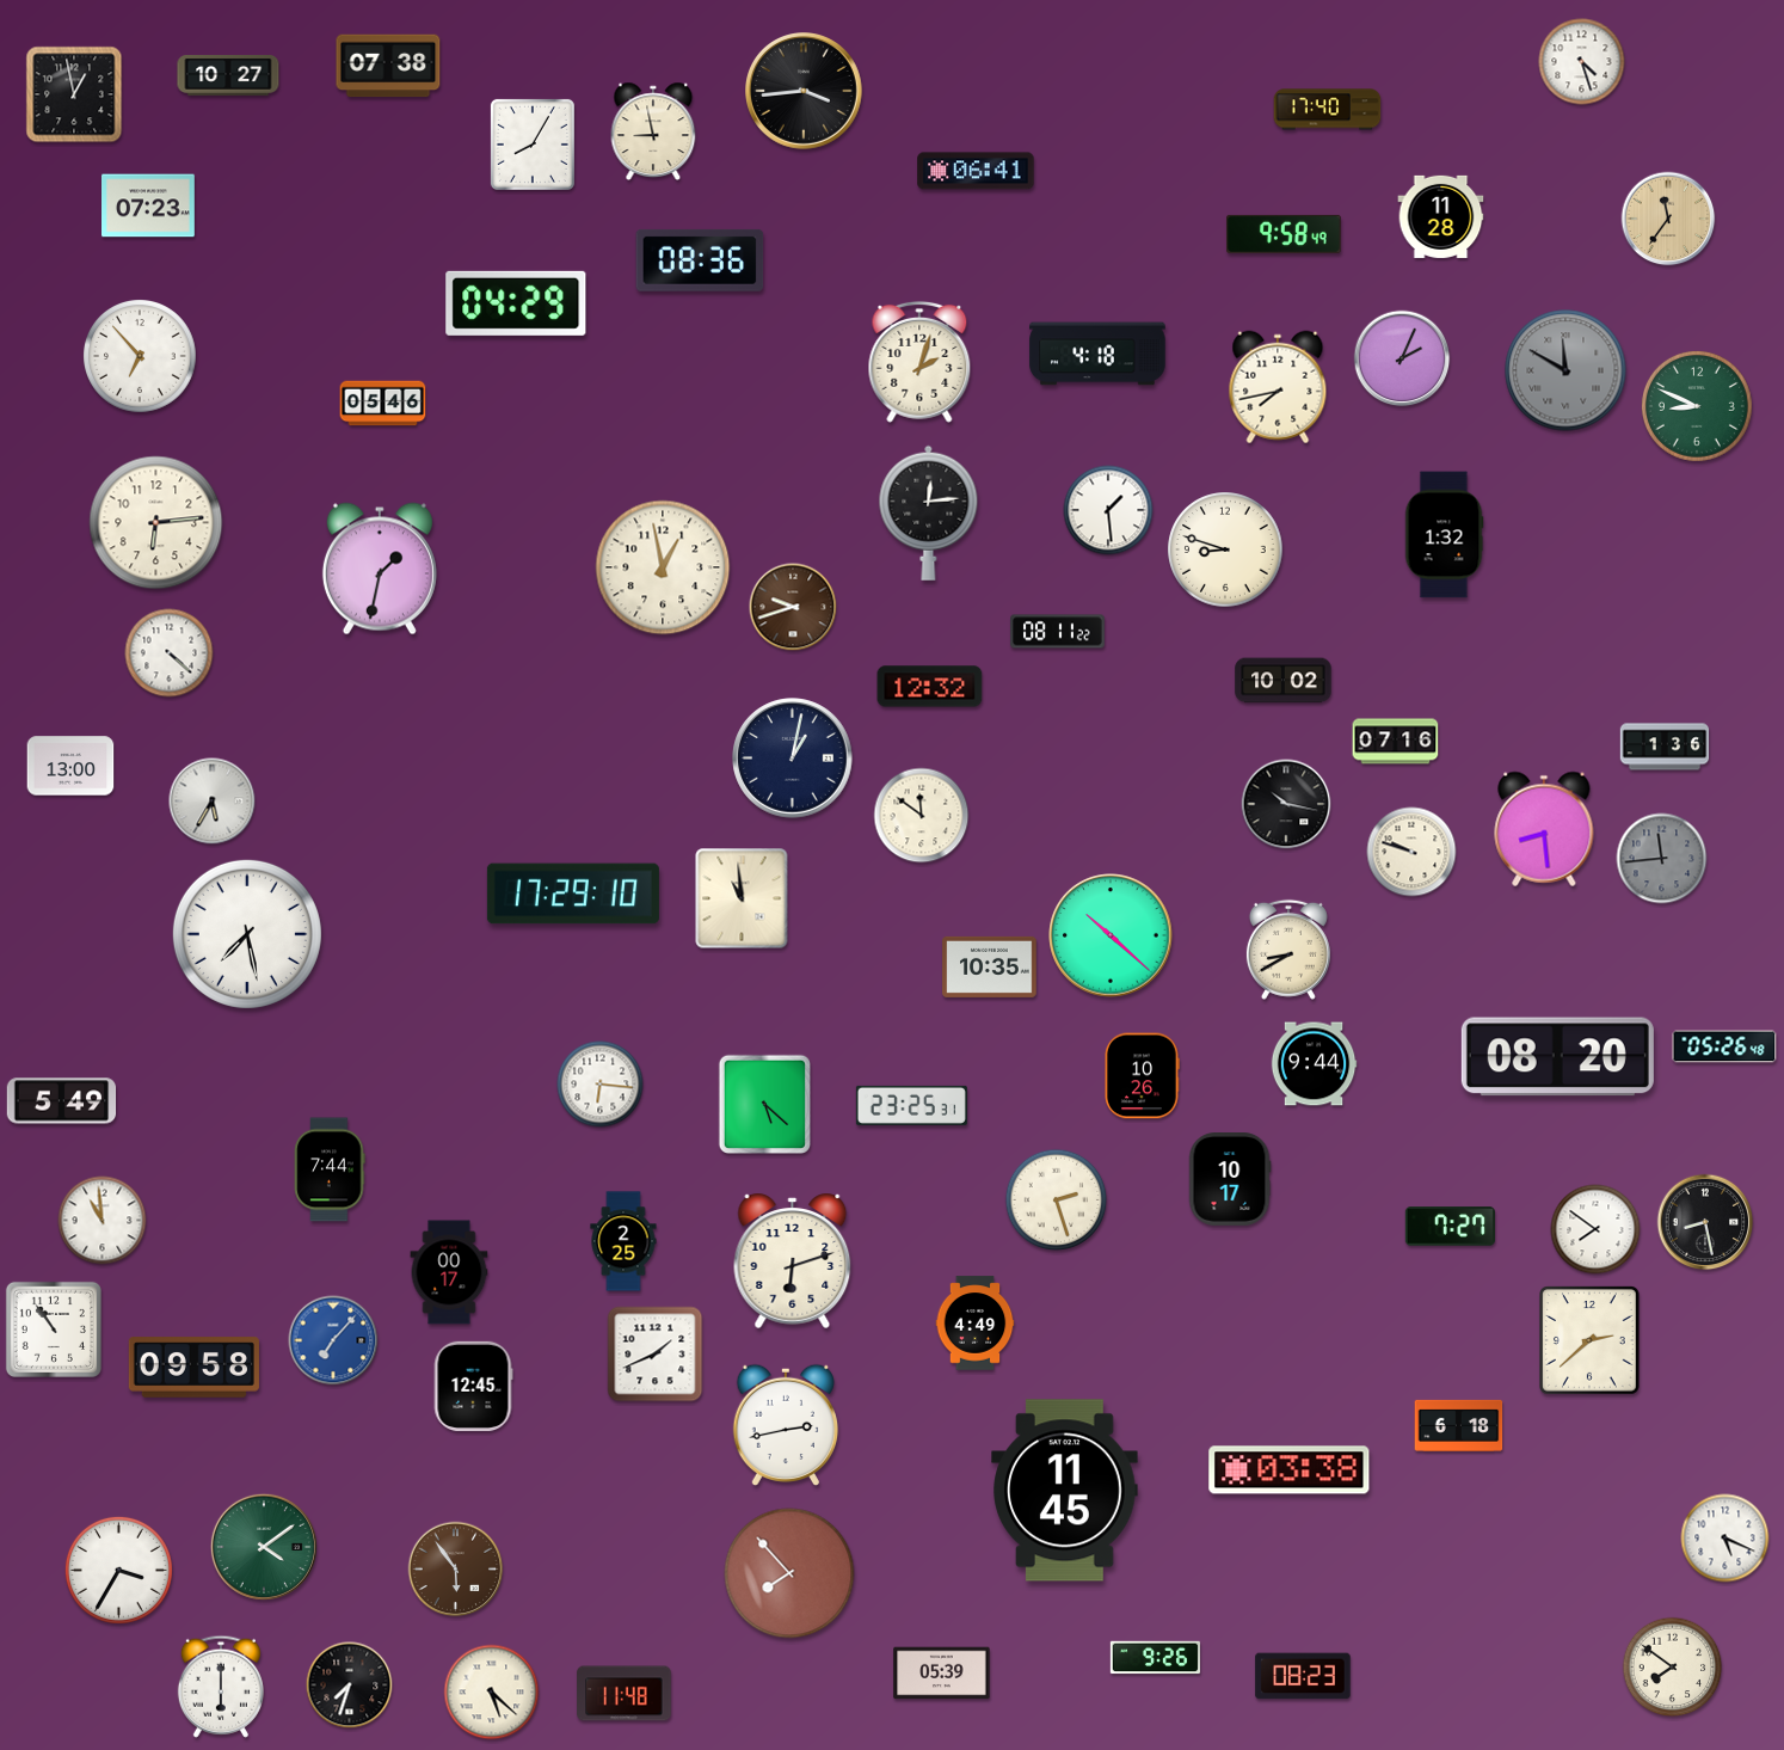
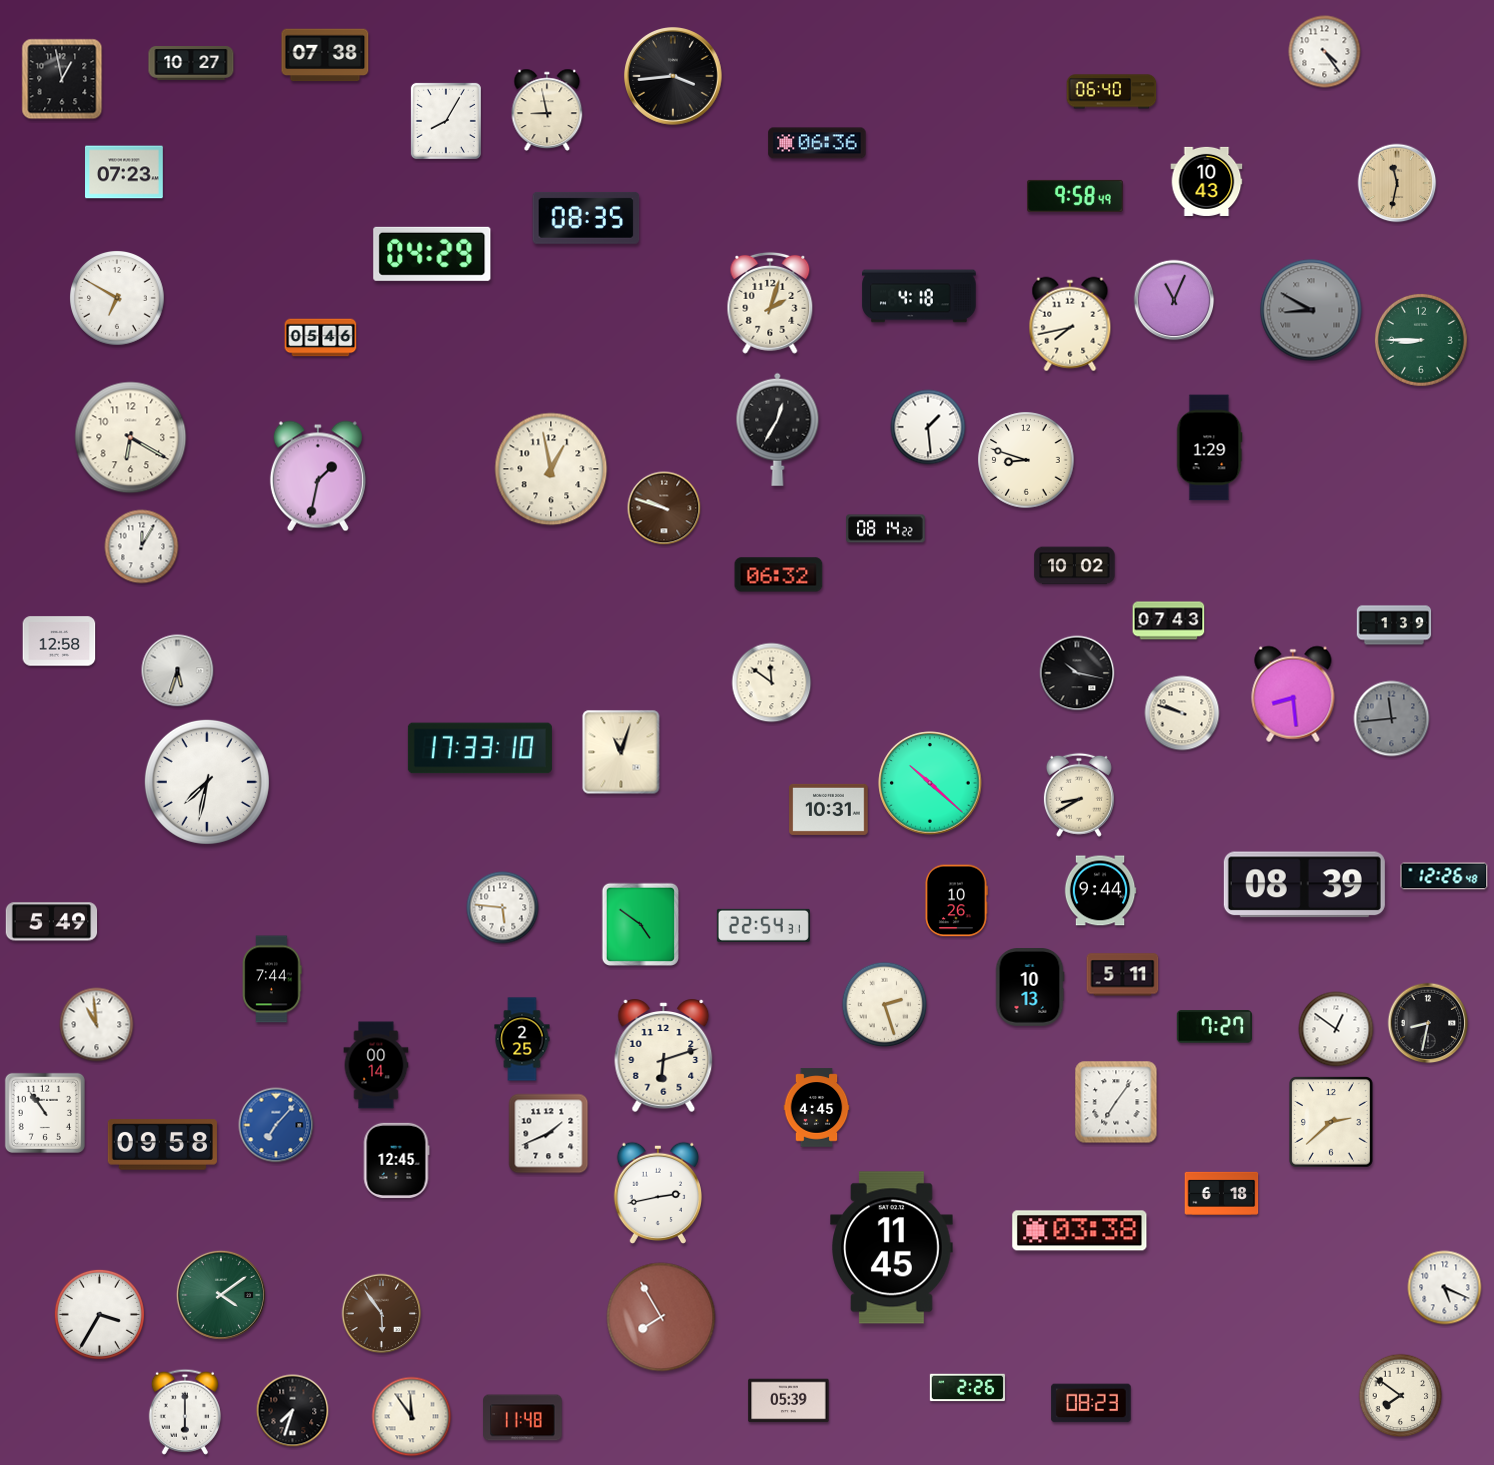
clock at (1582, 62): 4:27 -> 4:24
clock at (1328, 110): 17:40 -> 06:40
clock at (976, 171): 06:41 -> 06:36
clock at (1441, 216): 11:28 -> 10:43
clock at (1668, 219): 11:36 -> 11:32
clock at (700, 260): 08:36 -> 08:35
clock at (141, 357): 6:53 -> 6:50
clock at (1402, 358): 2:04 -> 11:04
clock at (1565, 370): 11:50 -> 8:50
clock at (1697, 406): 8:49 -> 8:45
clock at (929, 512): 12:14 -> 12:35
clock at (156, 523): 6:14 -> 6:20
clock at (1444, 535): 1:32 -> 1:29
clock at (663, 567) position: (663, 567) -> (551, 469)
clock at (793, 607): 9:42 -> 9:48
clock at (1058, 632): 08:11 -> 08:14
clock at (170, 653): 4:22 -> 12:05
clock at (1284, 681) position: (1284, 681) -> (1075, 566)
clock at (930, 687): 12:32 -> 06:32
clock at (1396, 742): 07:16 -> 07:43
clock at (1665, 747): 1:36 -> 1:39
clock at (793, 759): 1:02 -> none
clock at (70, 766): 13:00 -> 12:58
clock at (213, 802): 5:35 -> 5:33
clock at (573, 894): 17:29 -> 17:33
clock at (742, 898): 10:59 -> 11:03
clock at (247, 934): 7:28 -> 7:32
clock at (990, 966): 10:35 -> 10:31
clock at (1724, 1046): 05:26 -> 12:26
clock at (1557, 1057): 08:20 -> 08:39
clock at (601, 1085): 6:16 -> 5:46
clock at (764, 1104): 5:22 -> 4:51
clock at (911, 1105): 23:25 -> 22:54
clock at (1123, 975): none -> 5:11
clock at (330, 1169) position: (330, 1169) -> (272, 979)
clock at (1230, 1180): 10:17 -> 10:13
clock at (103, 1221) position: (103, 1221) -> (97, 1025)
clock at (1705, 1222): 8:28 -> 8:32
clock at (1595, 1229): 7:51 -> 12:51
clock at (449, 1272): 00:17 -> 00:14
clock at (1116, 1102): none -> 7:06
clock at (976, 1324): 4:49 -> 4:45
clock at (333, 1340) position: (333, 1340) -> (276, 1125)
clock at (789, 1573): 7:53 -> 7:55
clock at (1155, 1658): 9:26 -> 2:26
clock at (492, 1693): 5:22 -> 11:54
